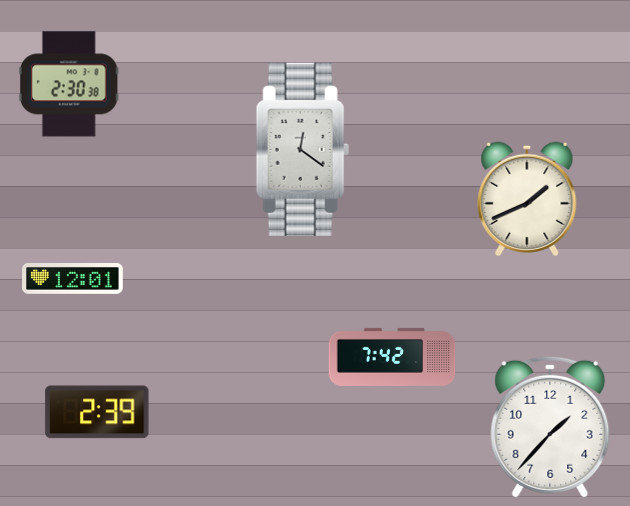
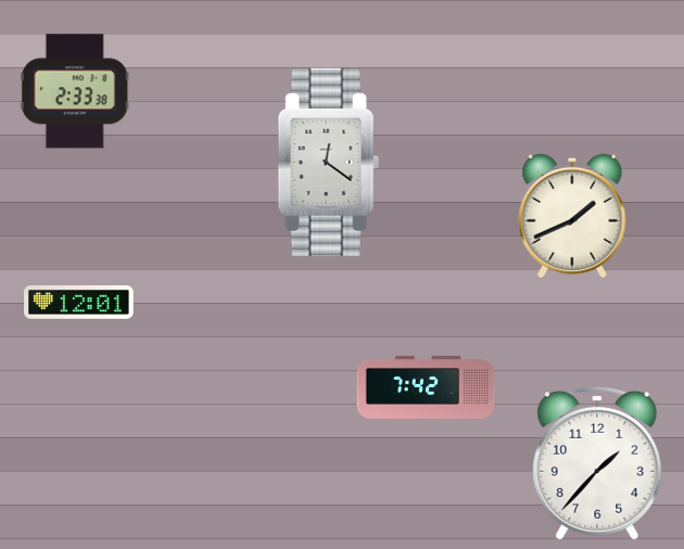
clock at (69, 84): 2:30 -> 2:33
clock at (97, 412): 2:39 -> none
